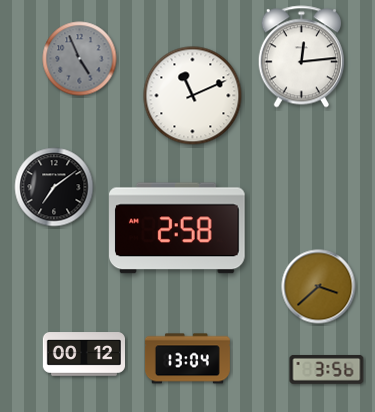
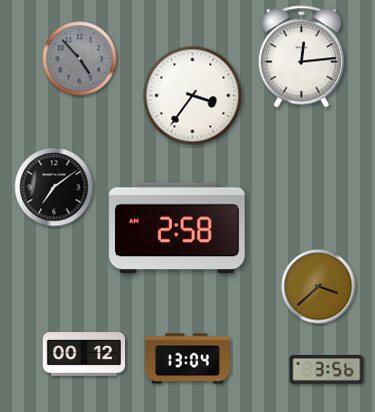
clock at (80, 59): 4:56 -> 4:53
clock at (193, 96): 11:11 -> 3:36
